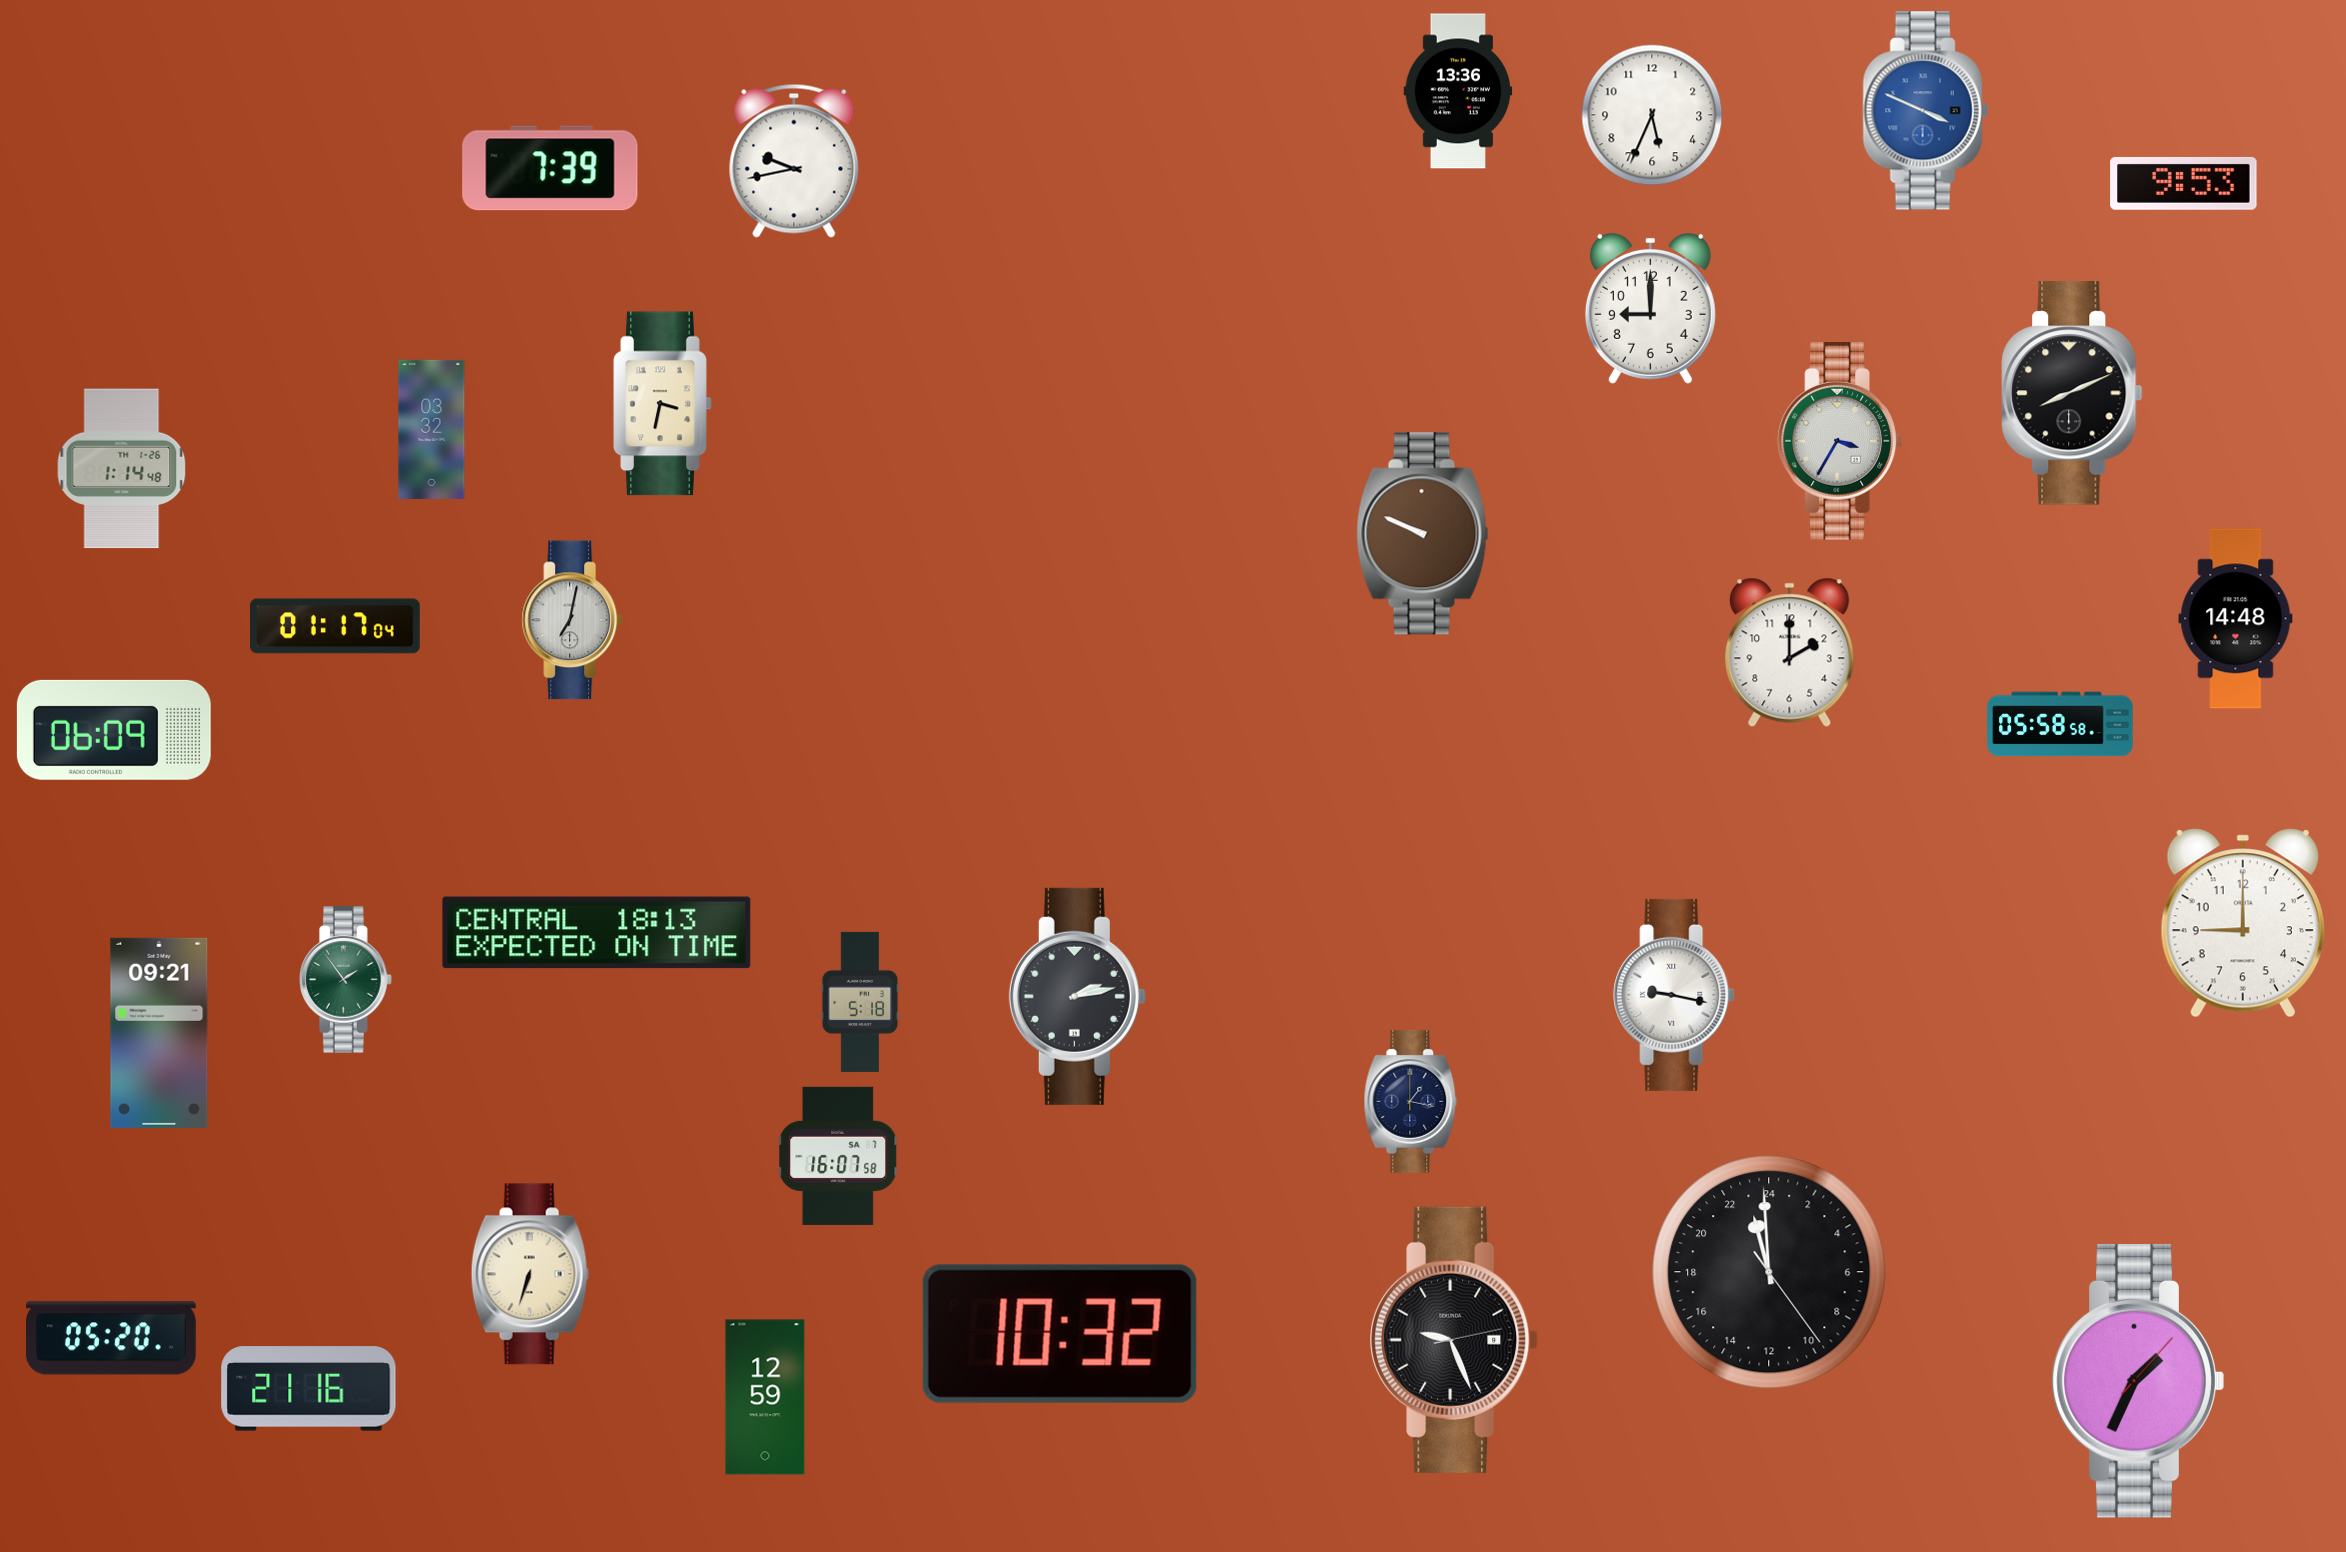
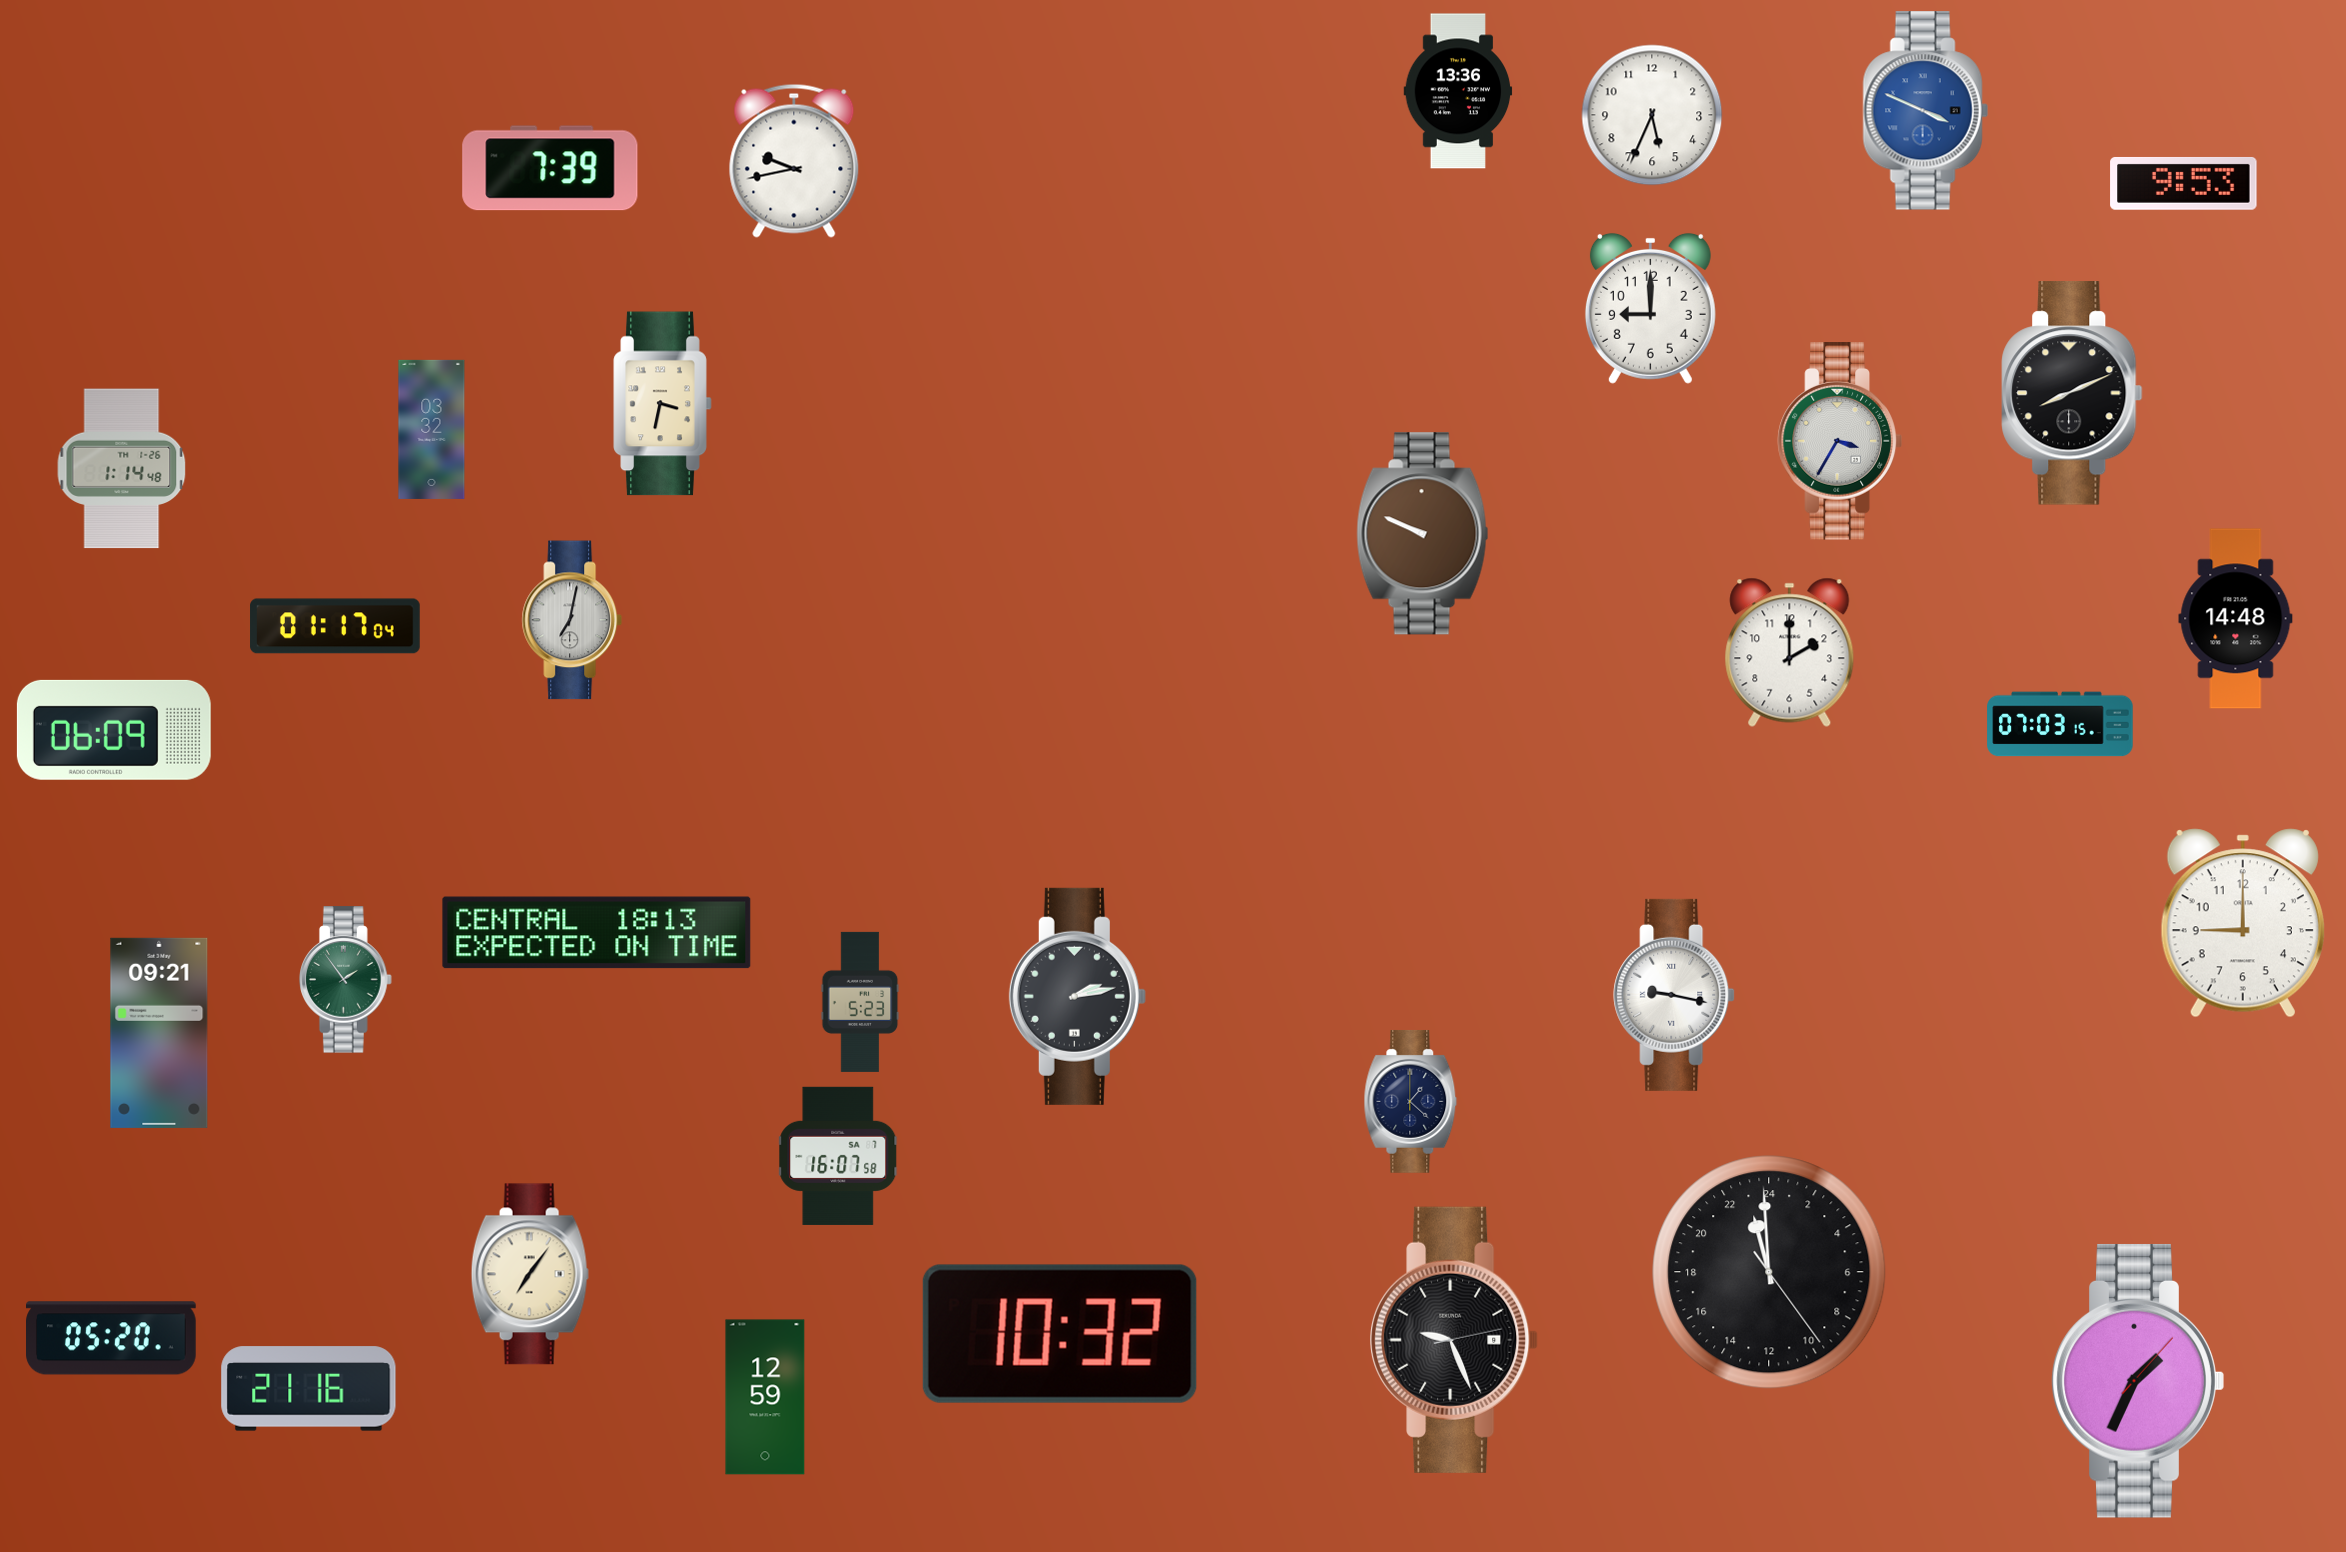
clock at (2060, 724): 05:58 -> 07:03
clock at (860, 1002): 5:18 -> 5:23
clock at (1411, 1101): 1:17 -> 1:22
clock at (530, 1274): 6:33 -> 7:06
